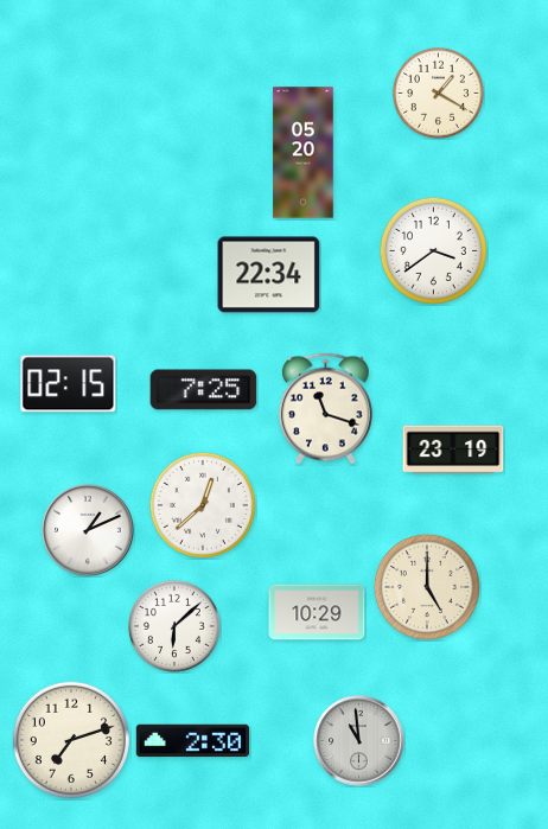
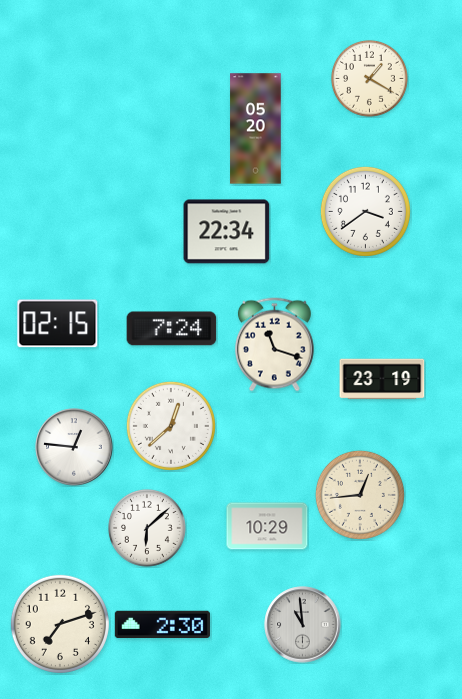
clock at (204, 390): 7:25 -> 7:24
clock at (88, 530): 1:11 -> 12:46
clock at (427, 587): 5:00 -> 12:44
clock at (317, 612) position: (317, 612) -> (267, 526)
